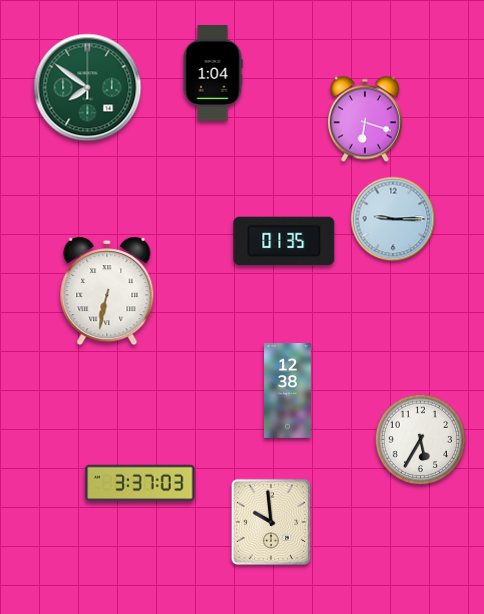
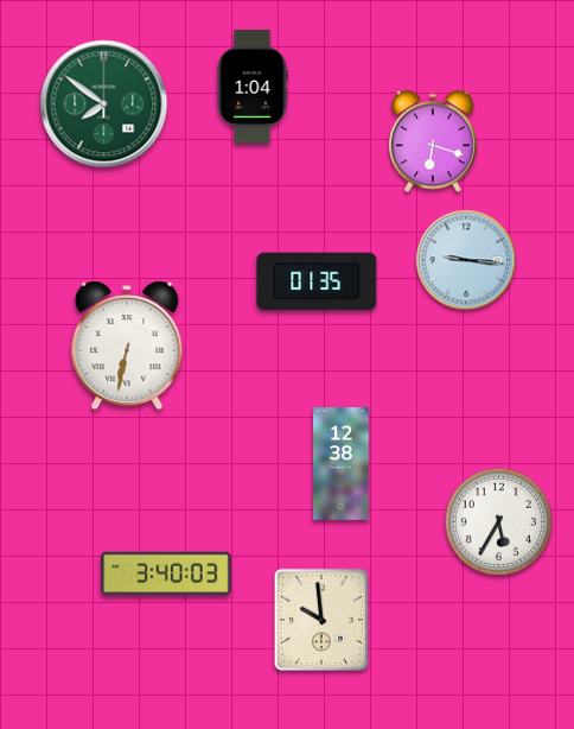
clock at (393, 219): 9:15 -> 9:16
clock at (284, 241) position: (284, 241) -> (317, 281)
clock at (140, 483): 3:37 -> 3:40
